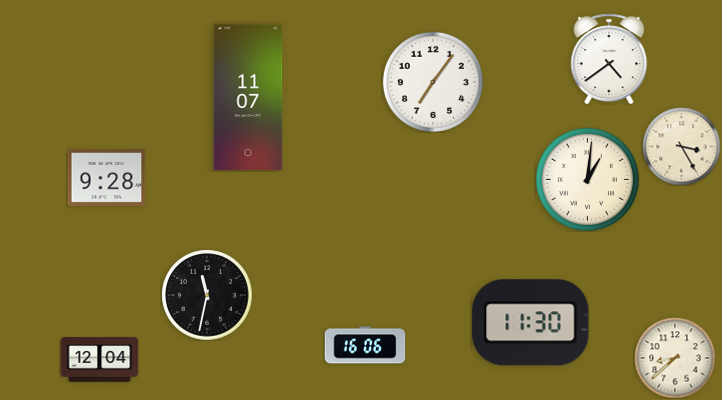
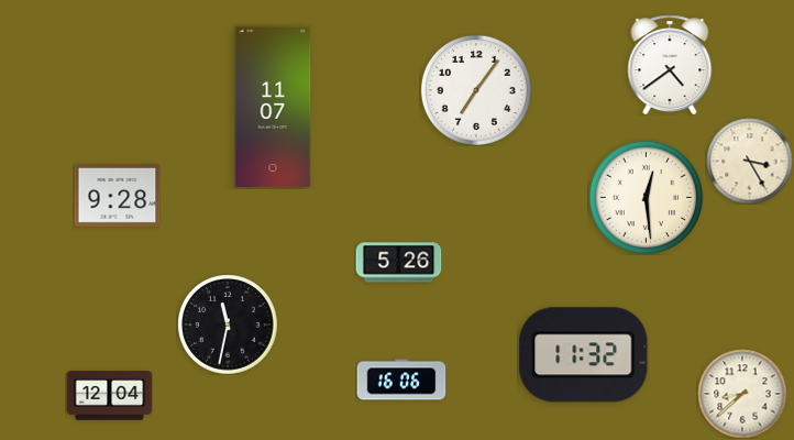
clock at (587, 179): 1:01 -> 12:29
clock at (398, 263): none -> 5:26
clock at (531, 323): 11:30 -> 11:32
